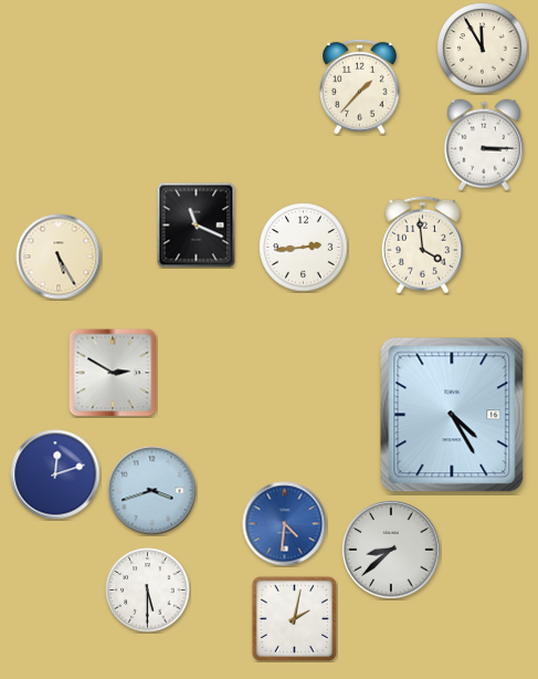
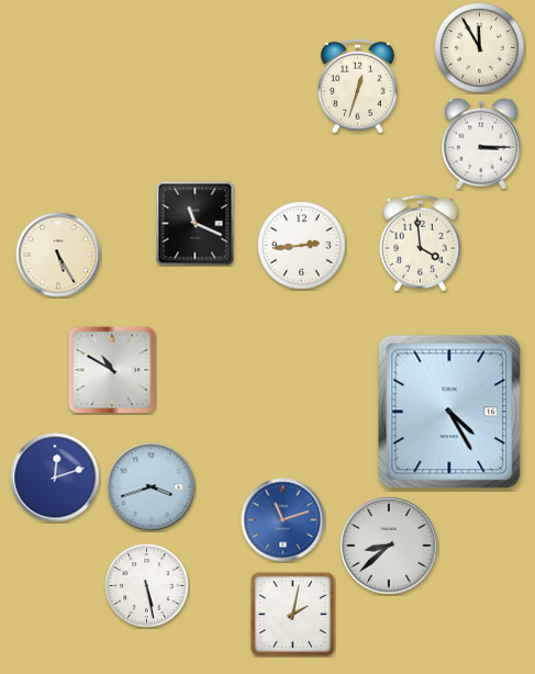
clock at (360, 86): 1:37 -> 12:33
clock at (113, 373): 2:50 -> 10:50
clock at (55, 474) position: (55, 474) -> (55, 478)
clock at (285, 524): 4:31 -> 11:12
clock at (148, 591): 5:30 -> 5:28
